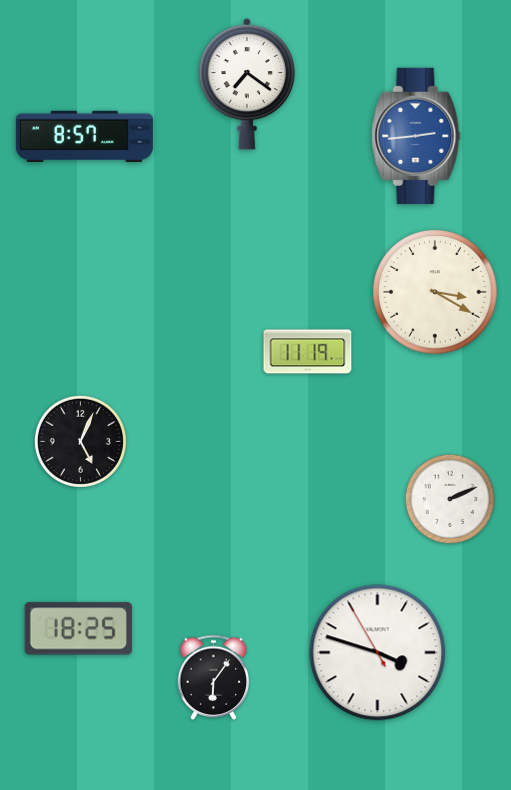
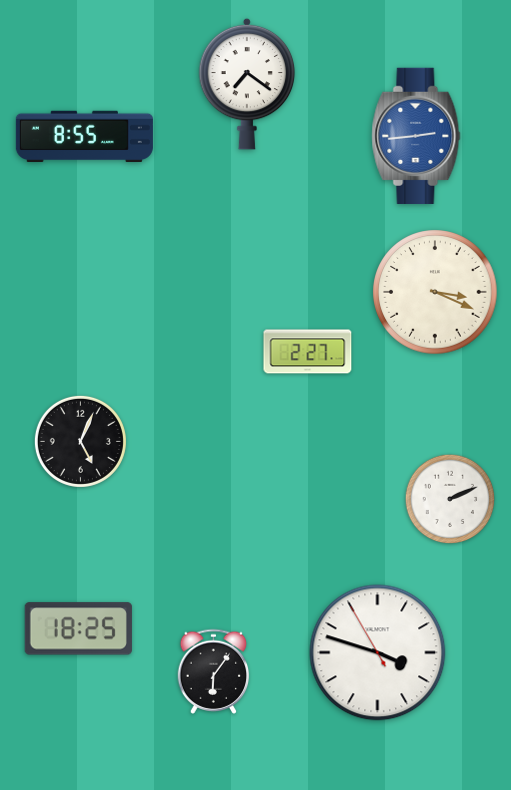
clock at (84, 136): 8:57 -> 8:55
clock at (435, 292): 3:20 -> 3:19
clock at (308, 352): 11:19 -> 2:27
clock at (214, 677) position: (214, 677) -> (214, 671)
